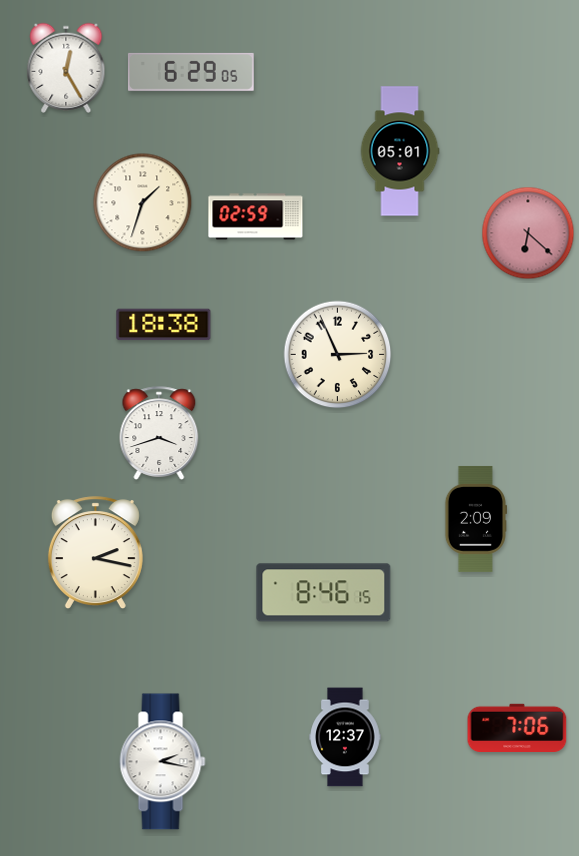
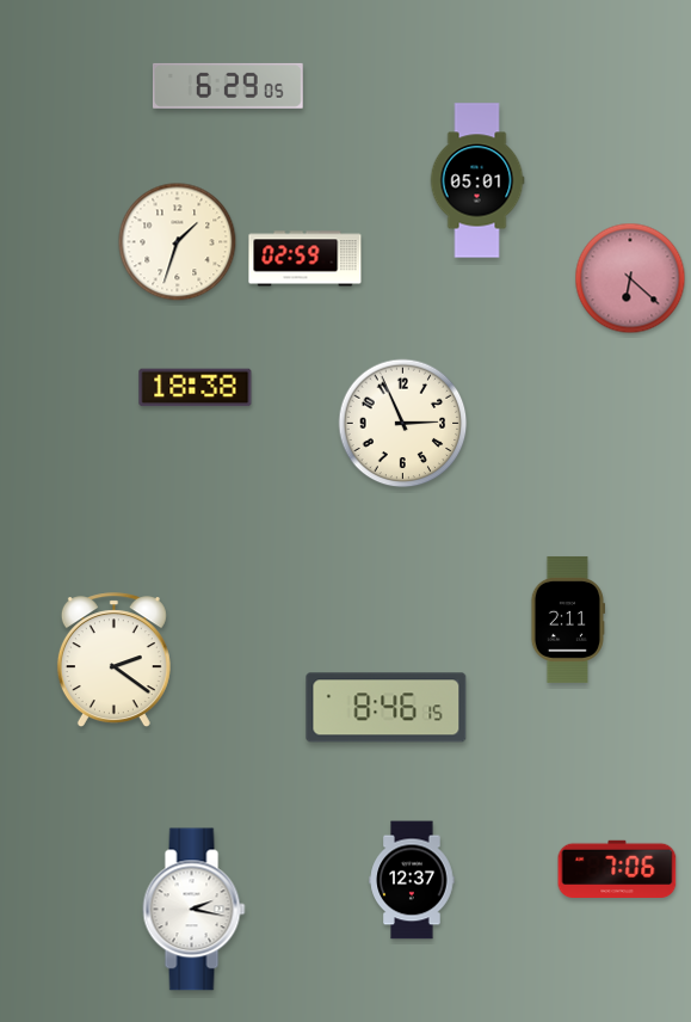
clock at (66, 68): 12:25 -> none
clock at (143, 203) position: (143, 203) -> (178, 242)
clock at (159, 433): 3:42 -> none
clock at (475, 519): 2:09 -> 2:11
clock at (95, 553): 2:17 -> 2:21
